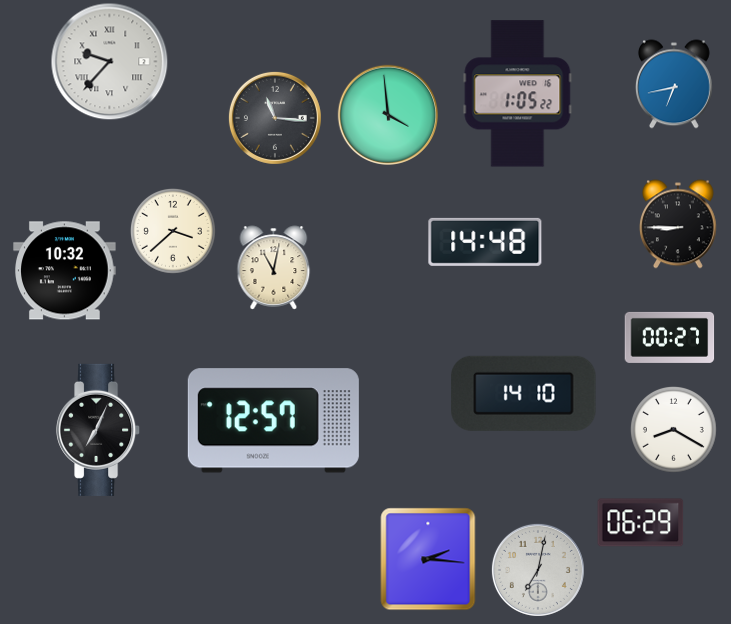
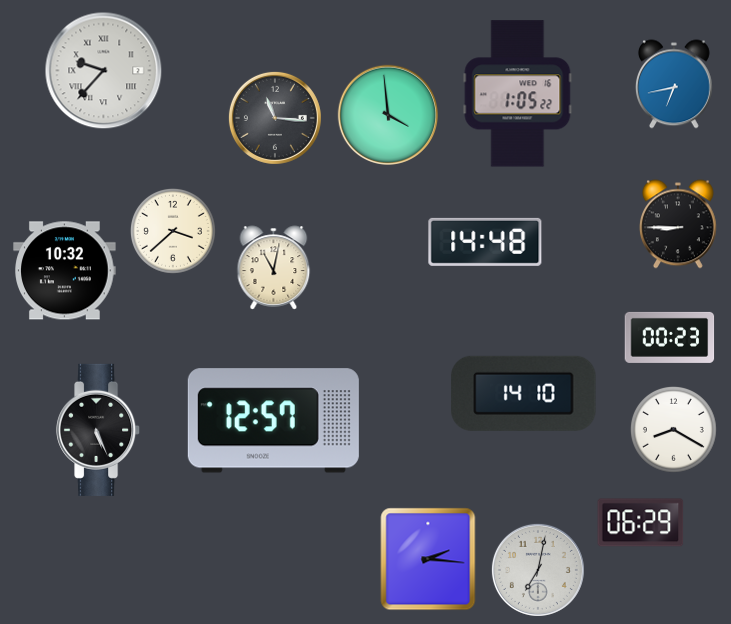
clock at (110, 62) position: (110, 62) -> (104, 71)
clock at (670, 337): 00:27 -> 00:23
clock at (99, 430): 7:04 -> 5:26
